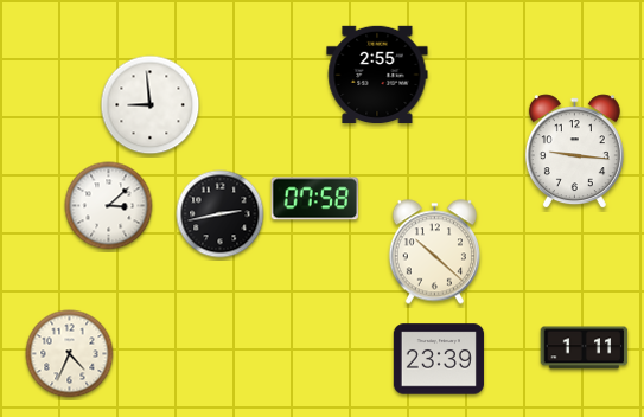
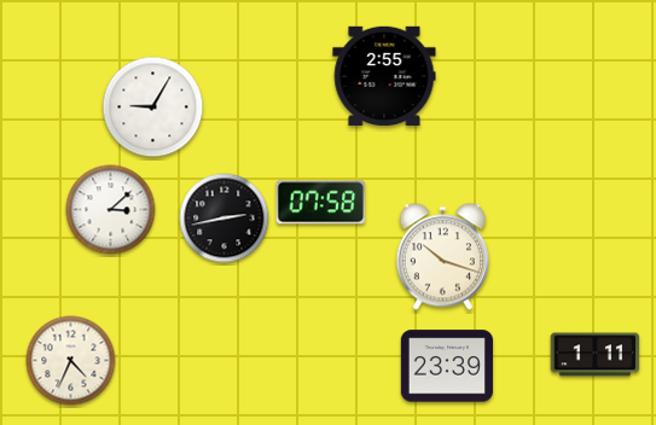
clock at (151, 105): 8:59 -> 9:05
clock at (574, 152): 9:16 -> none
clock at (434, 252): 10:22 -> 10:18
